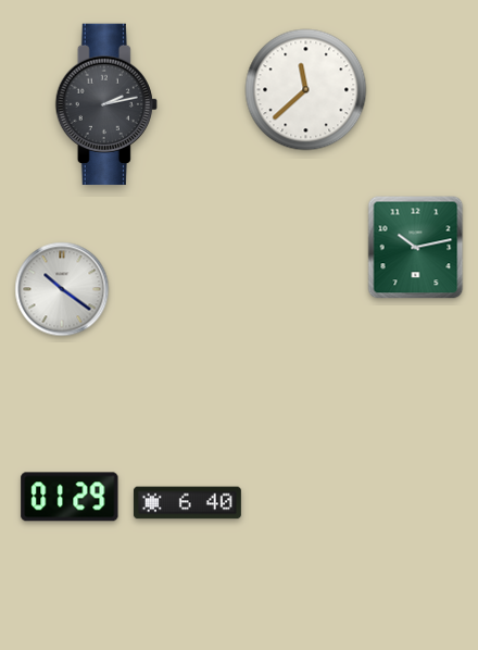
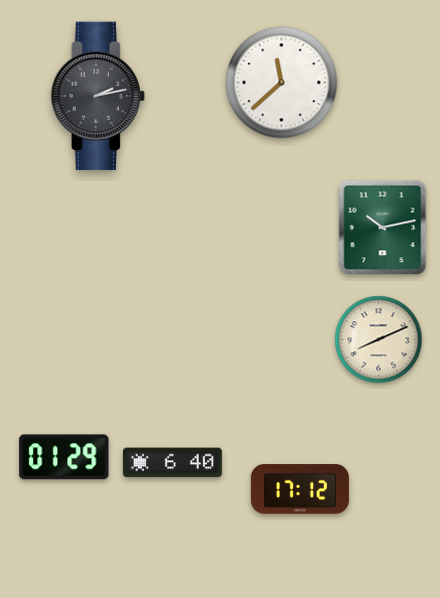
clock at (62, 289): 10:21 -> none
clock at (379, 340): none -> 8:11
clock at (300, 489): none -> 17:12
